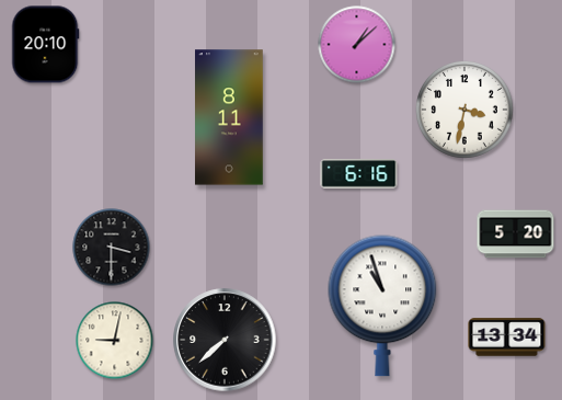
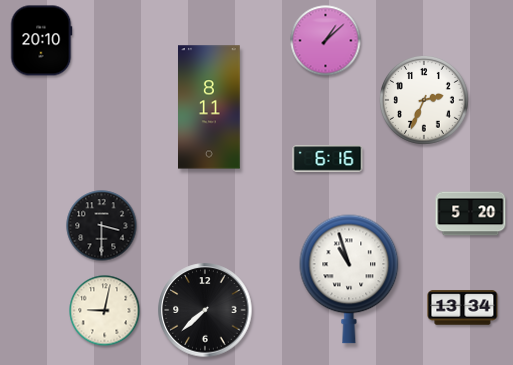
clock at (464, 110): 3:32 -> 2:34
